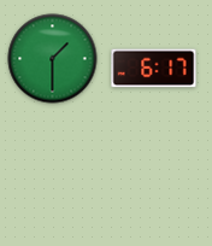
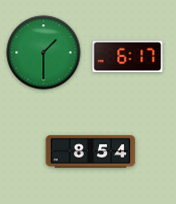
clock at (53, 59) position: (53, 59) -> (44, 53)
clock at (91, 152): none -> 8:54
